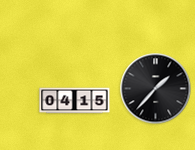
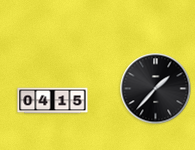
clock at (75, 101) position: (75, 101) -> (53, 101)
